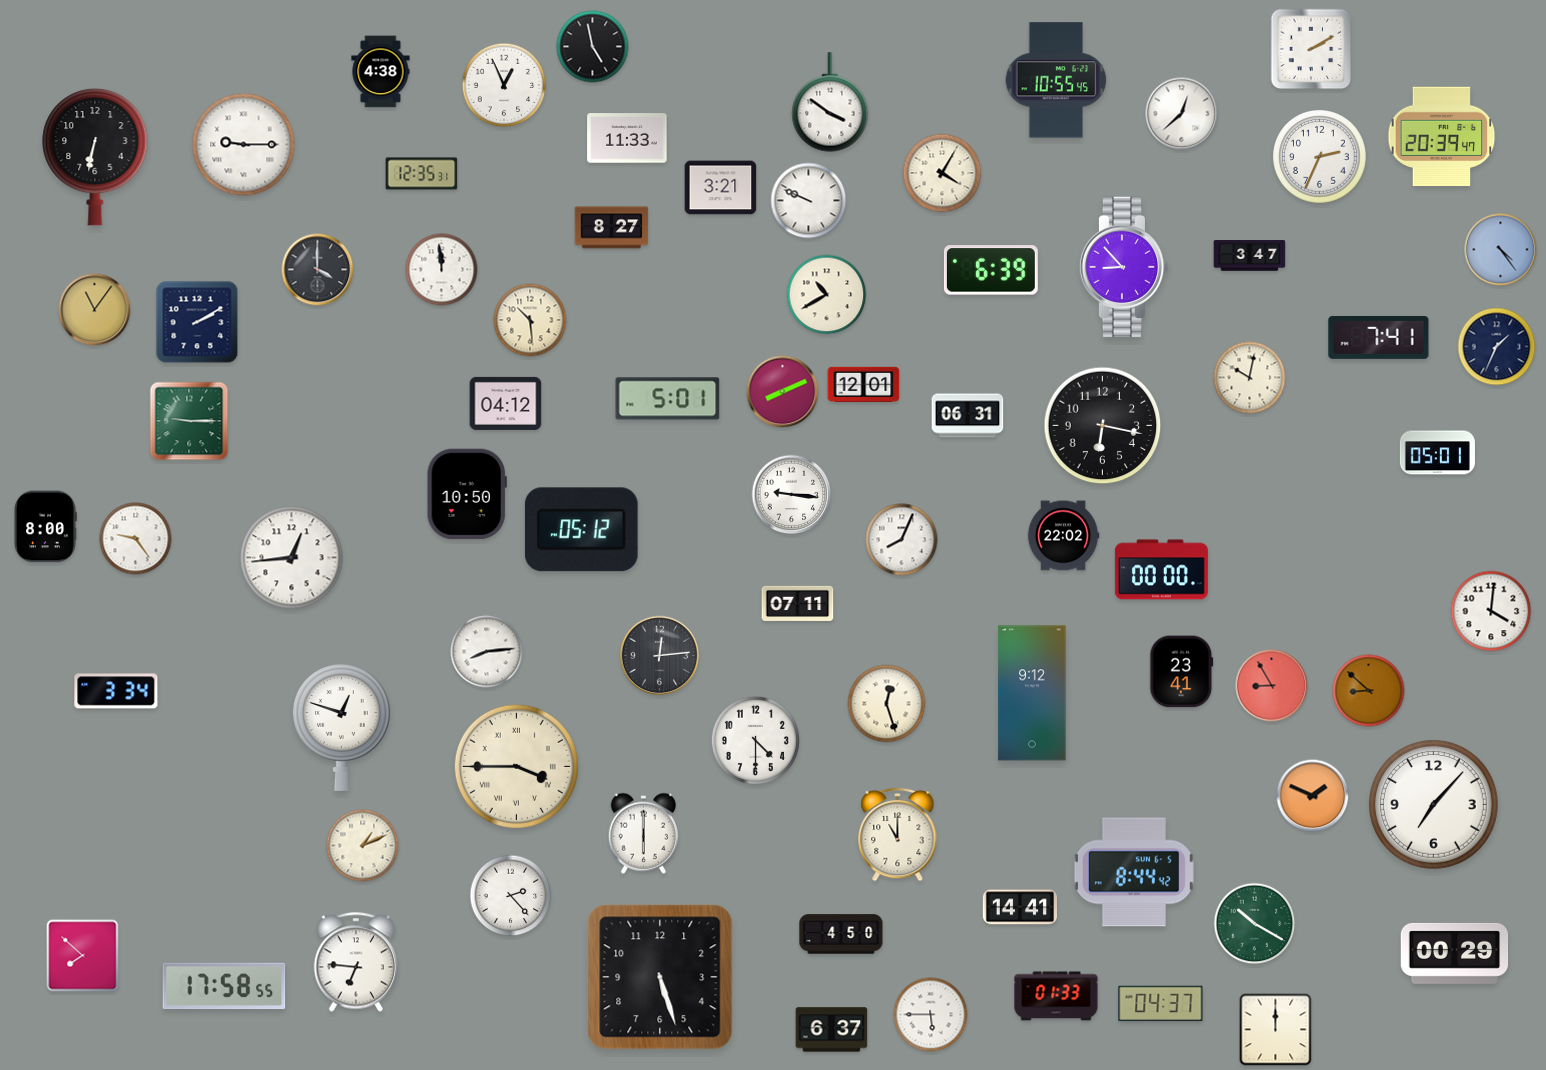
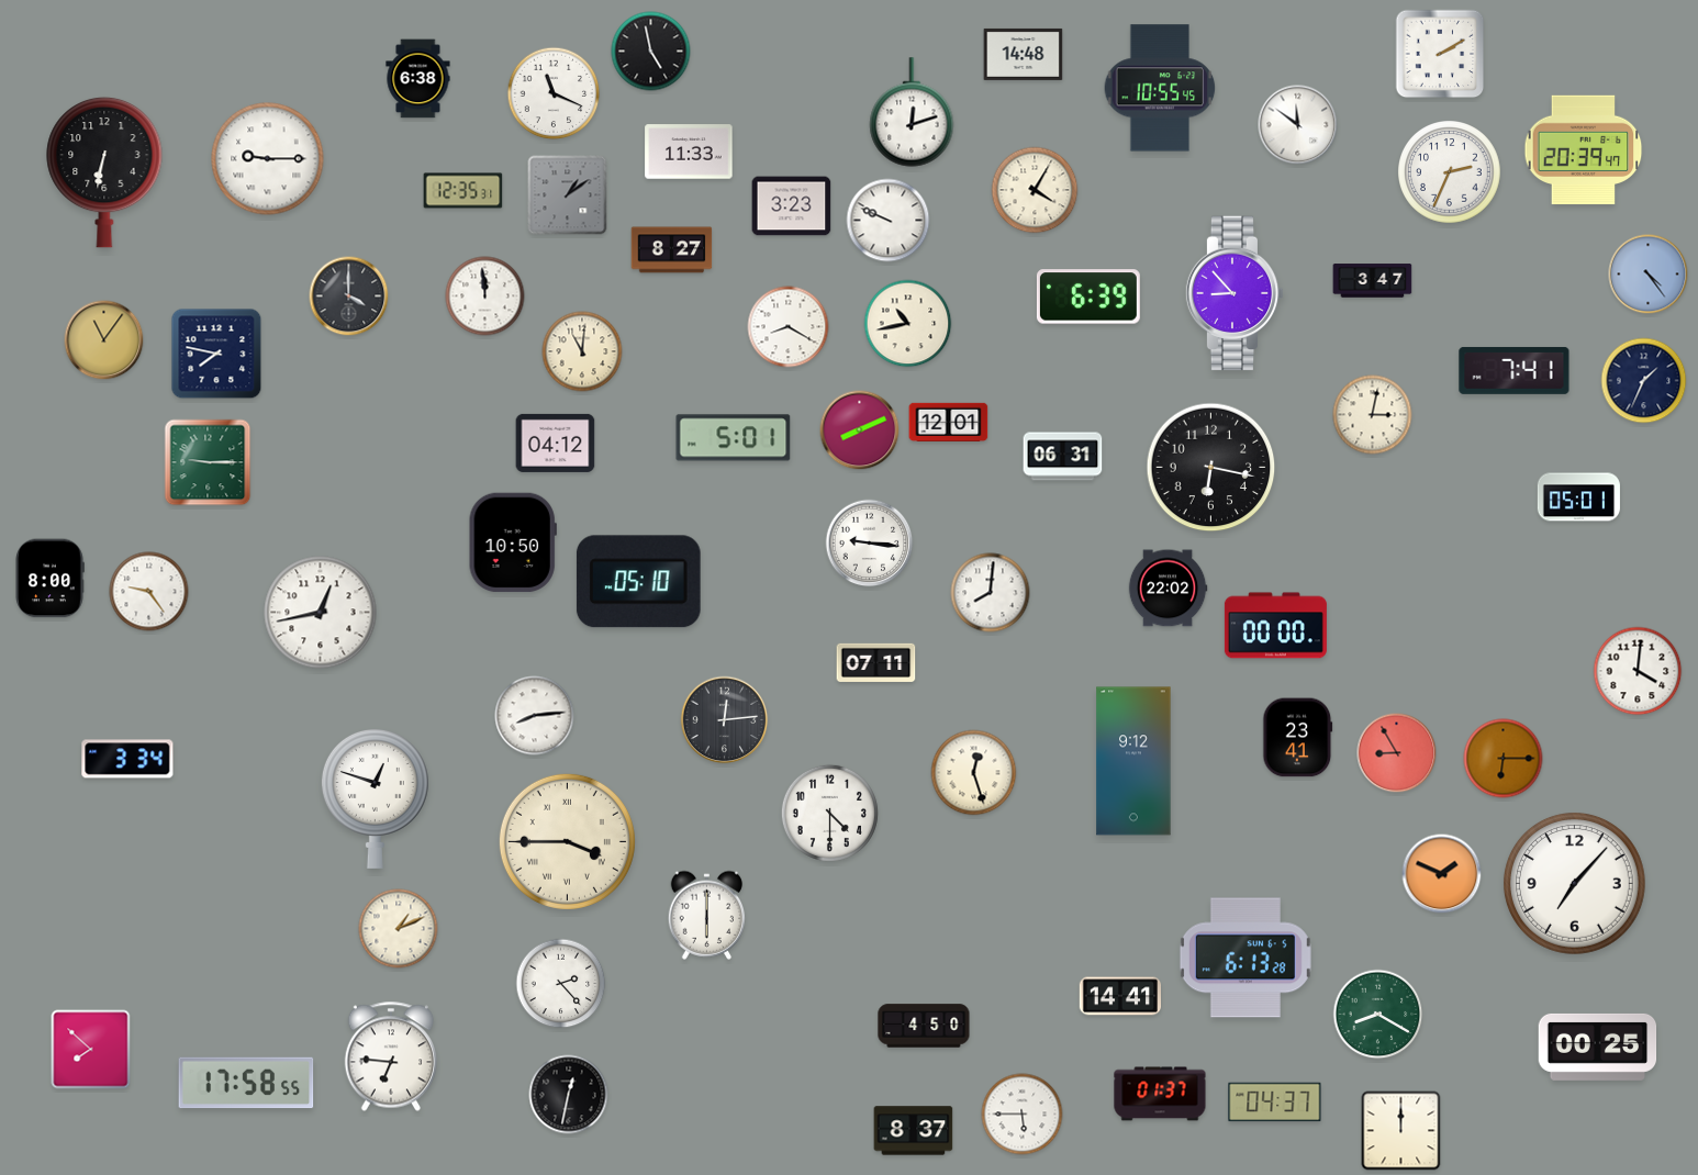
clock at (1024, 54): none -> 14:48
clock at (381, 72): 4:38 -> 6:38
clock at (504, 85): 12:56 -> 11:19
clock at (830, 102): 3:51 -> 12:12
clock at (1182, 114): 12:38 -> 11:51
clock at (568, 195): none -> 1:09
clock at (721, 188): 3:21 -> 3:23
clock at (827, 295): 10:40 -> 10:43
clock at (789, 327): none -> 8:20
clock at (530, 320): 10:29 -> 11:01
clock at (197, 322): 2:10 -> 7:47
clock at (1250, 378): 10:02 -> 3:02
clock at (581, 530): 05:12 -> 05:10
clock at (902, 540): 8:04 -> 8:01
clock at (292, 558): 12:44 -> 12:43
clock at (1369, 691): 8:52 -> 6:15
clock at (898, 834): 11:00 -> none
clock at (1134, 872): 8:44 -> 6:13
clock at (1255, 924): 10:20 -> 8:20
clock at (1455, 953): 00:29 -> 00:25
clock at (660, 977): 5:27 -> none
clock at (1056, 996): 01:33 -> 01:37
clock at (569, 1095): none -> 12:32
clock at (832, 1030): 6:37 -> 8:37
